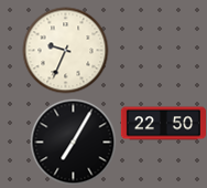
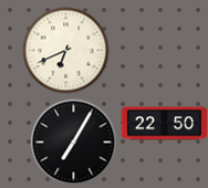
clock at (65, 50): 9:34 -> 6:41
